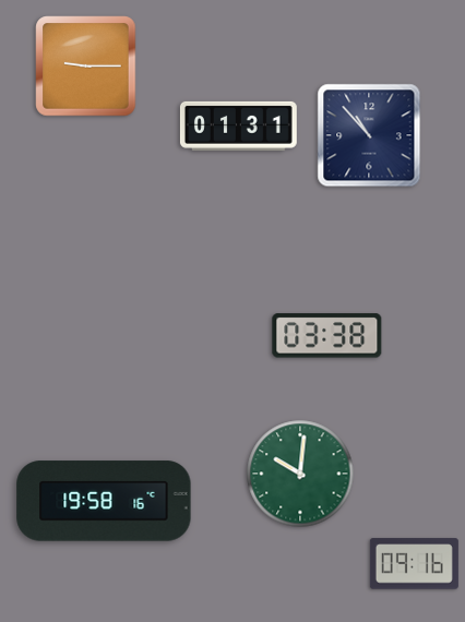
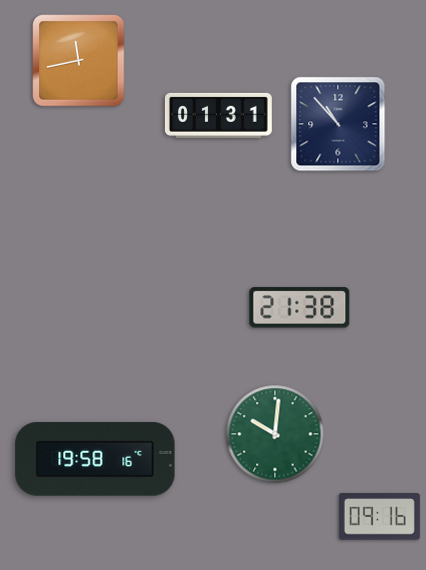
clock at (86, 67): 9:15 -> 11:43
clock at (327, 336): 03:38 -> 21:38
